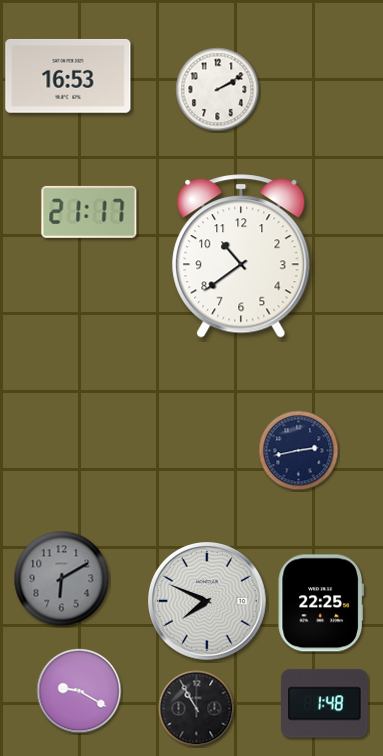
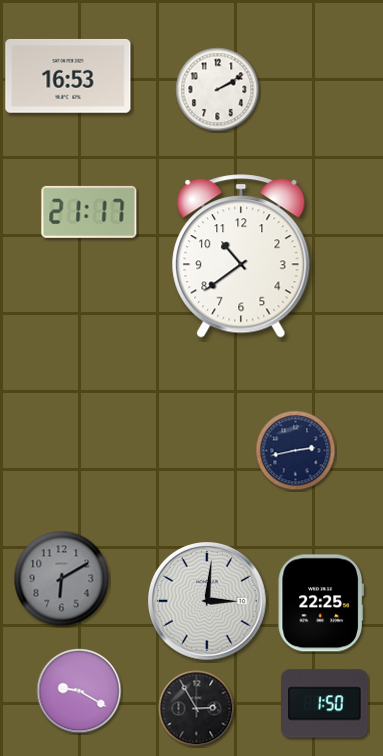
clock at (299, 451) position: (299, 451) -> (296, 451)
clock at (207, 601): 7:49 -> 3:01
clock at (325, 704): 1:48 -> 1:50
clock at (197, 709): 10:55 -> 2:55
